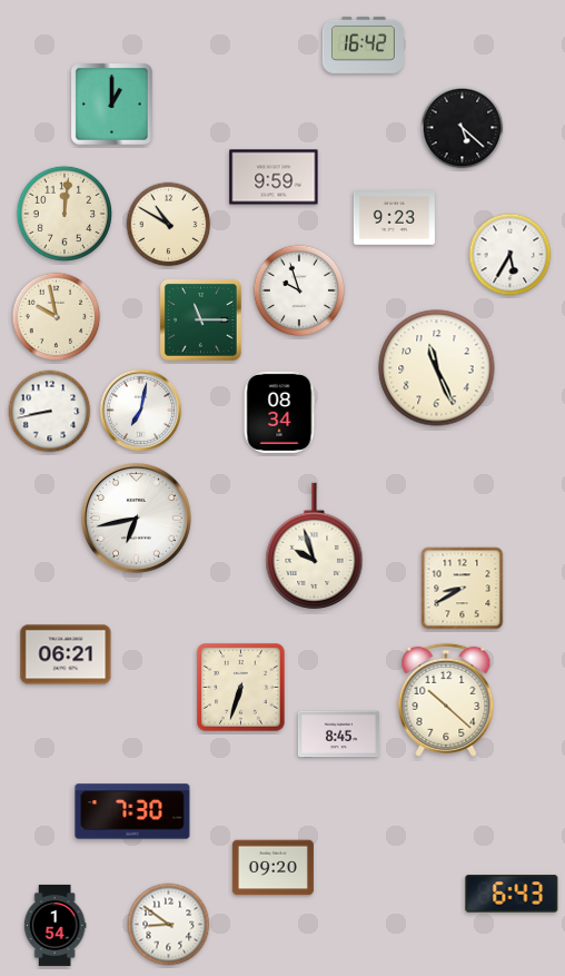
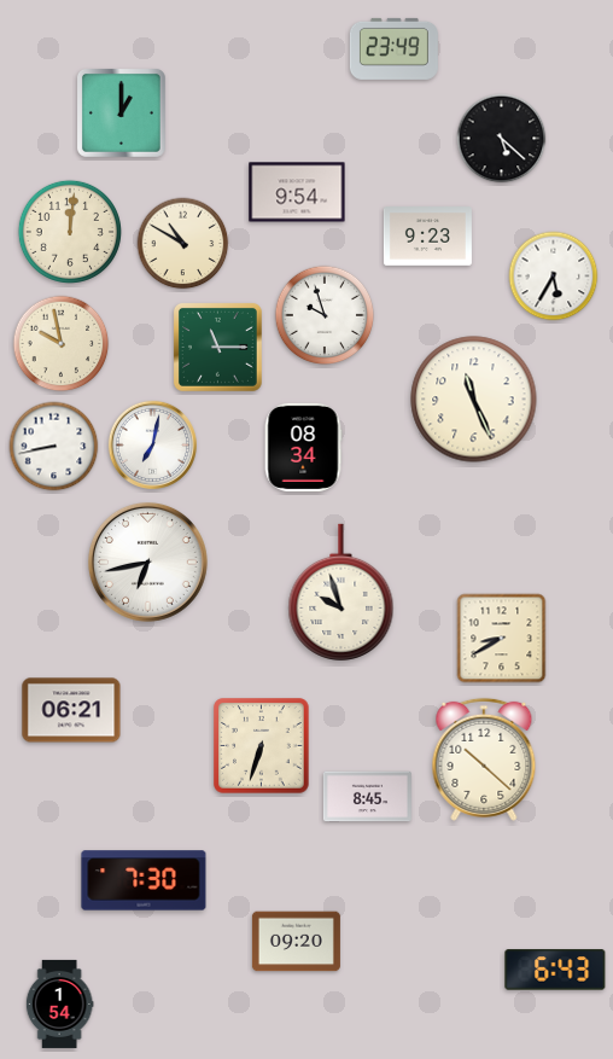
clock at (363, 45): 16:42 -> 23:49
clock at (274, 177): 9:59 -> 9:54
clock at (169, 925): 8:51 -> none
